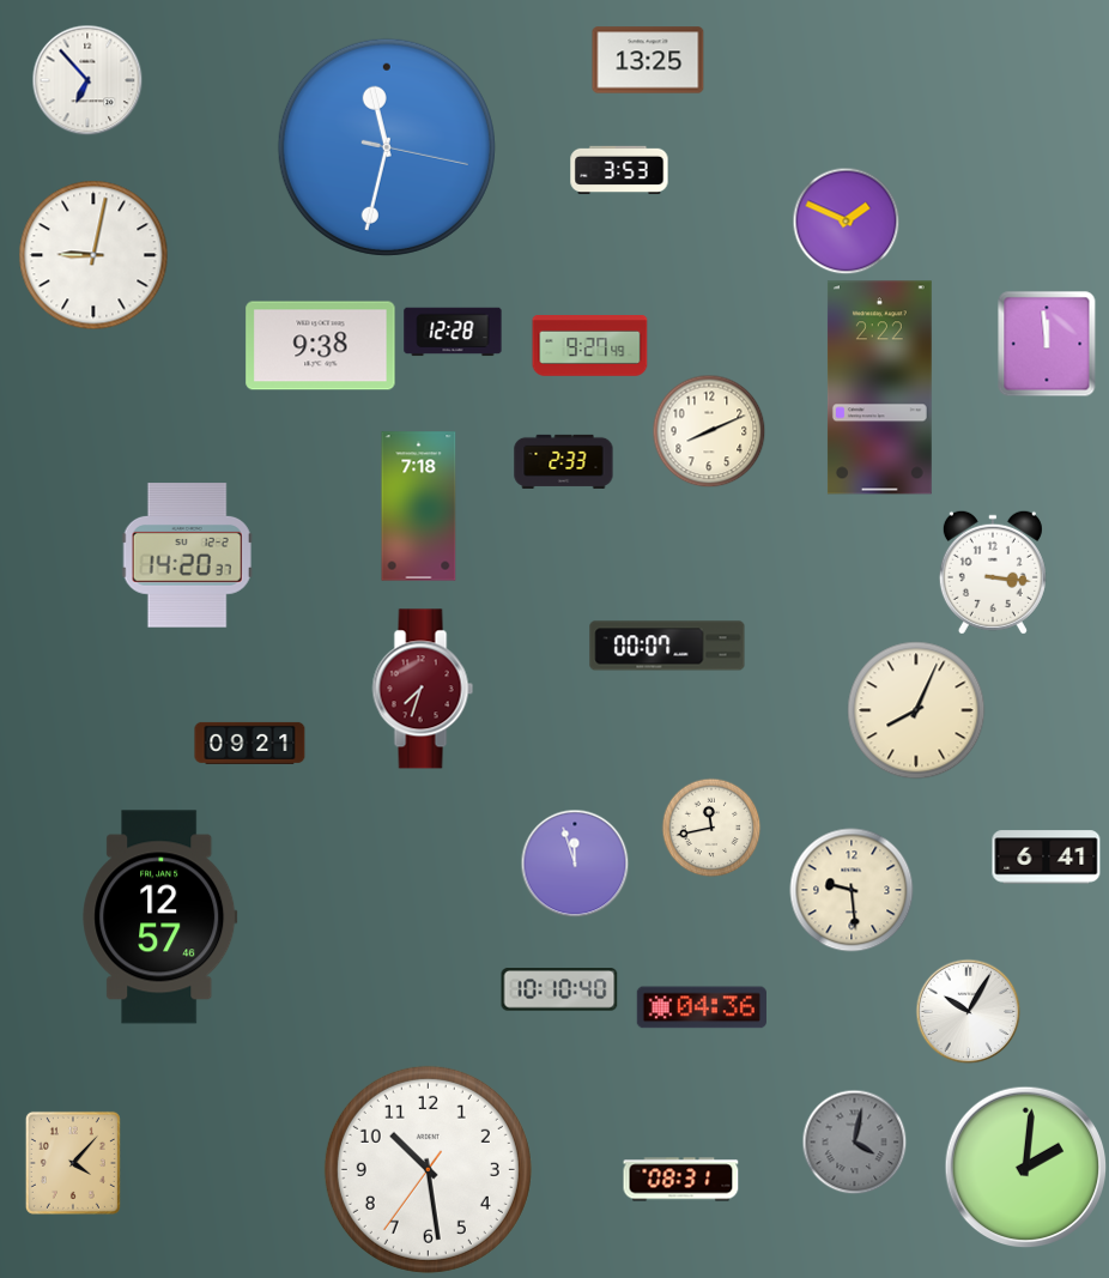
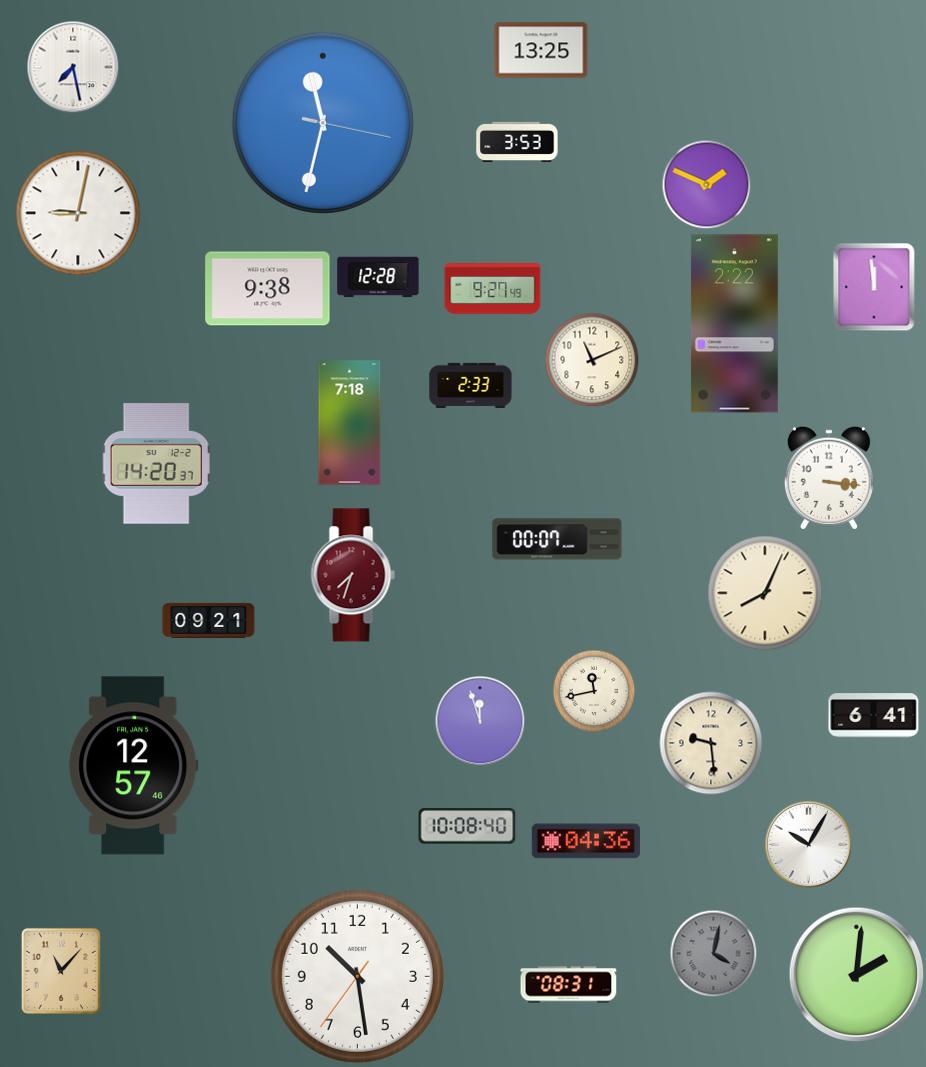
clock at (87, 80): 6:53 -> 7:28
clock at (709, 431): 8:11 -> 11:11
clock at (559, 989): 10:10 -> 10:08
clock at (73, 1163): 4:07 -> 11:07
